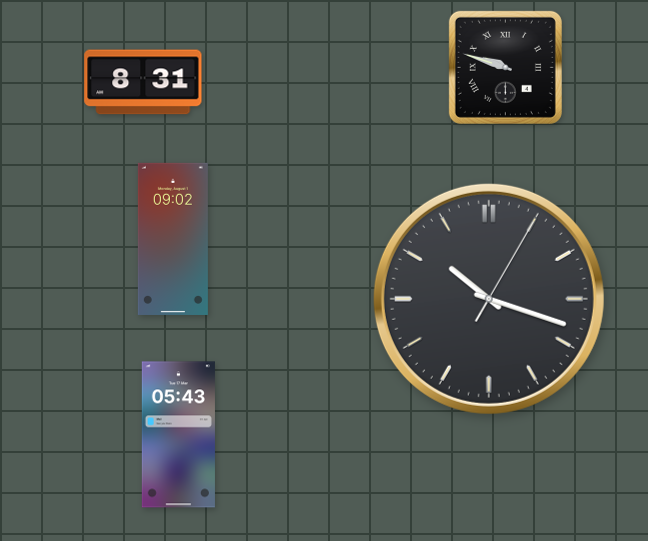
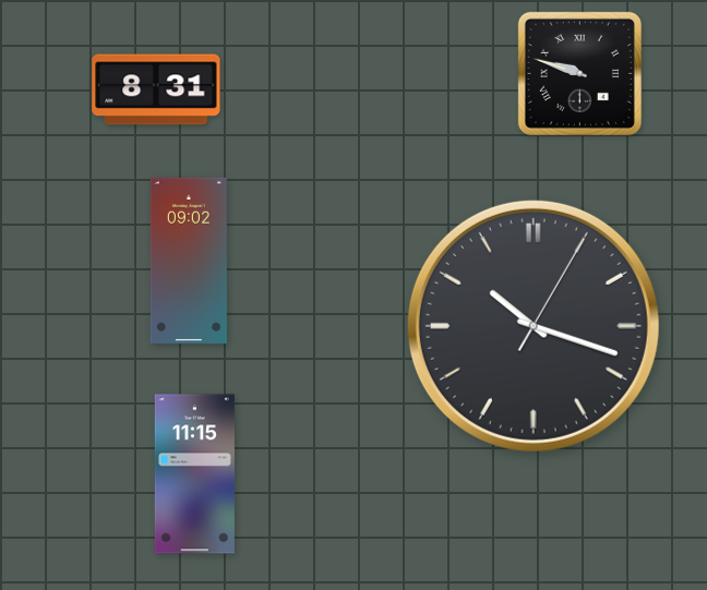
clock at (505, 67) position: (505, 67) -> (579, 73)
clock at (178, 435): 05:43 -> 11:15
